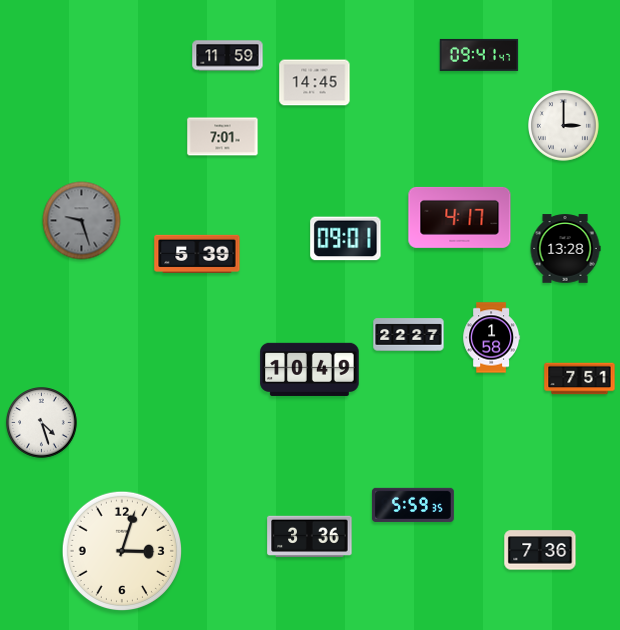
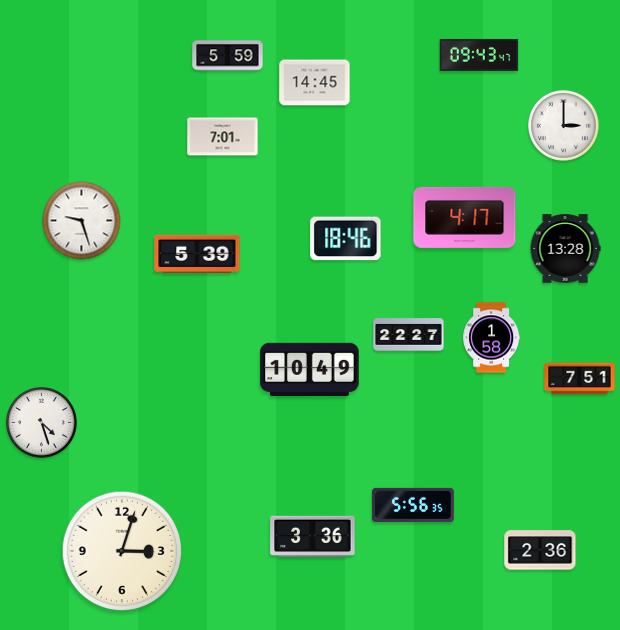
clock at (479, 55): 09:41 -> 09:43
clock at (228, 56): 11:59 -> 5:59
clock at (460, 217) position: (460, 217) -> (465, 217)
clock at (82, 221) dial: grey -> white
clock at (346, 239): 09:01 -> 18:46
clock at (413, 504): 5:59 -> 5:56
clock at (310, 536) position: (310, 536) -> (313, 536)
clock at (540, 550): 7:36 -> 2:36
